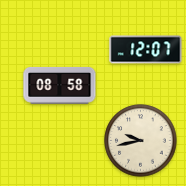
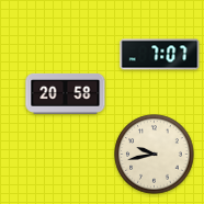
clock at (146, 50): 12:07 -> 7:07
clock at (60, 85): 08:58 -> 20:58
